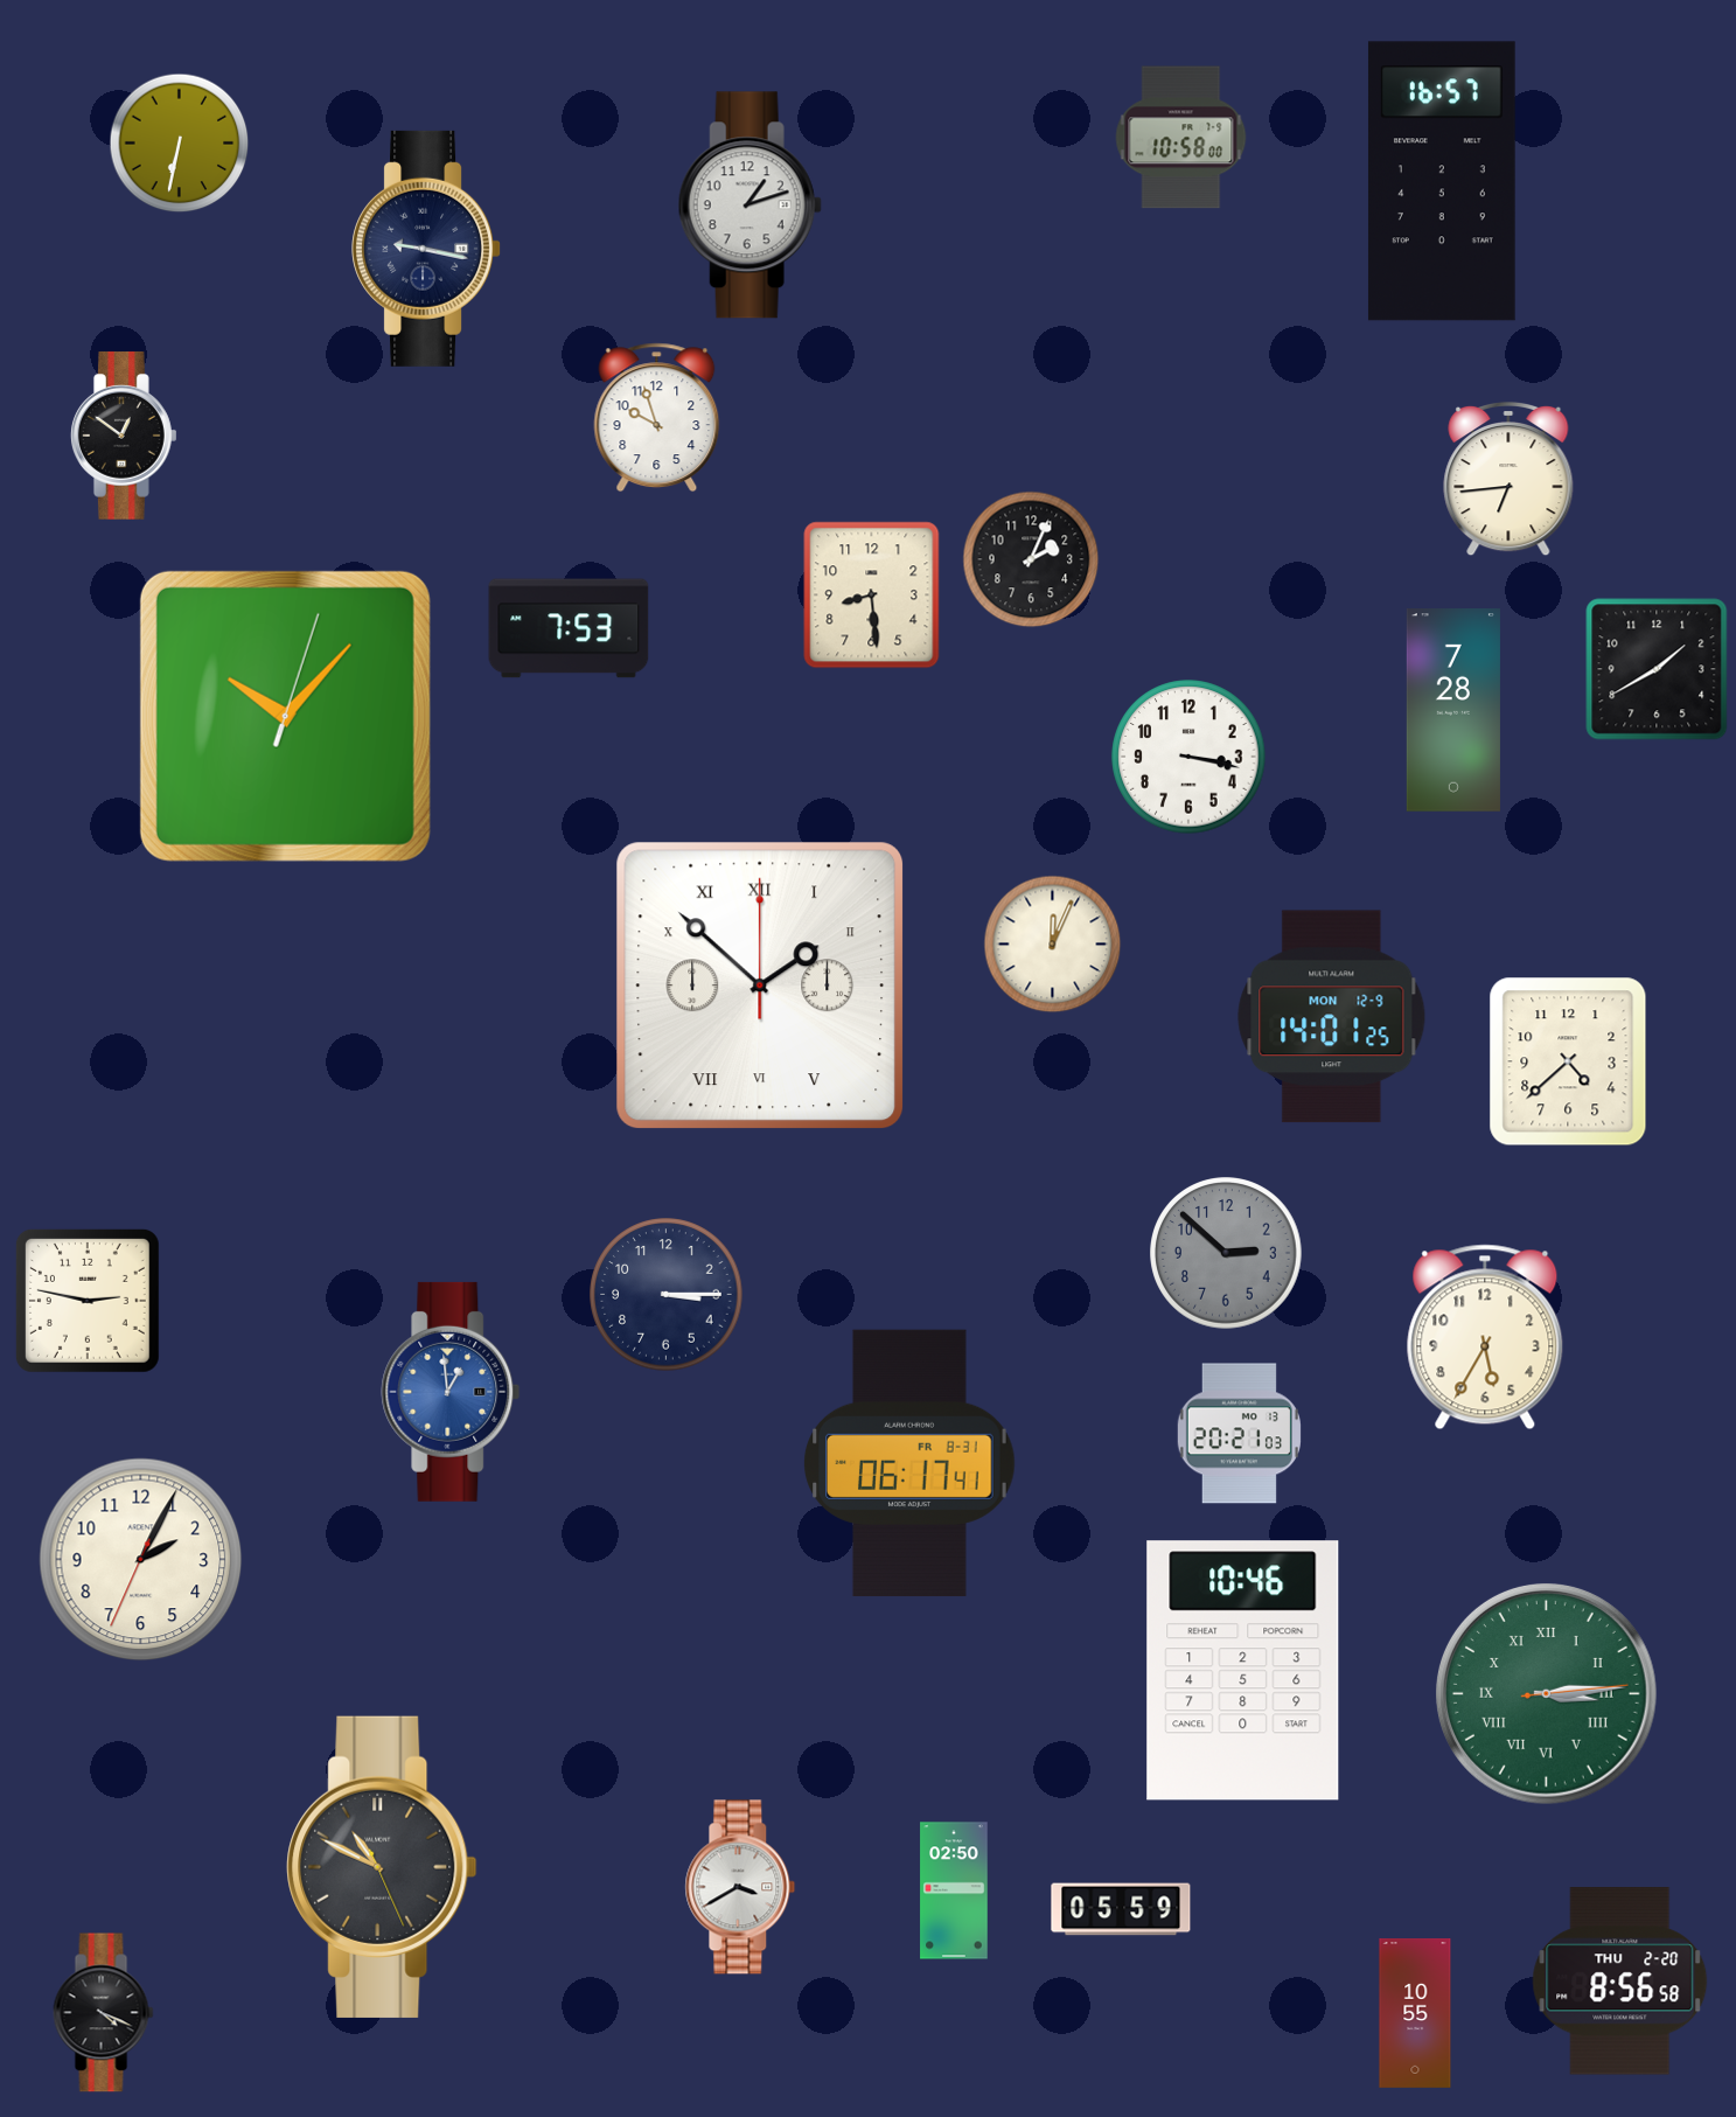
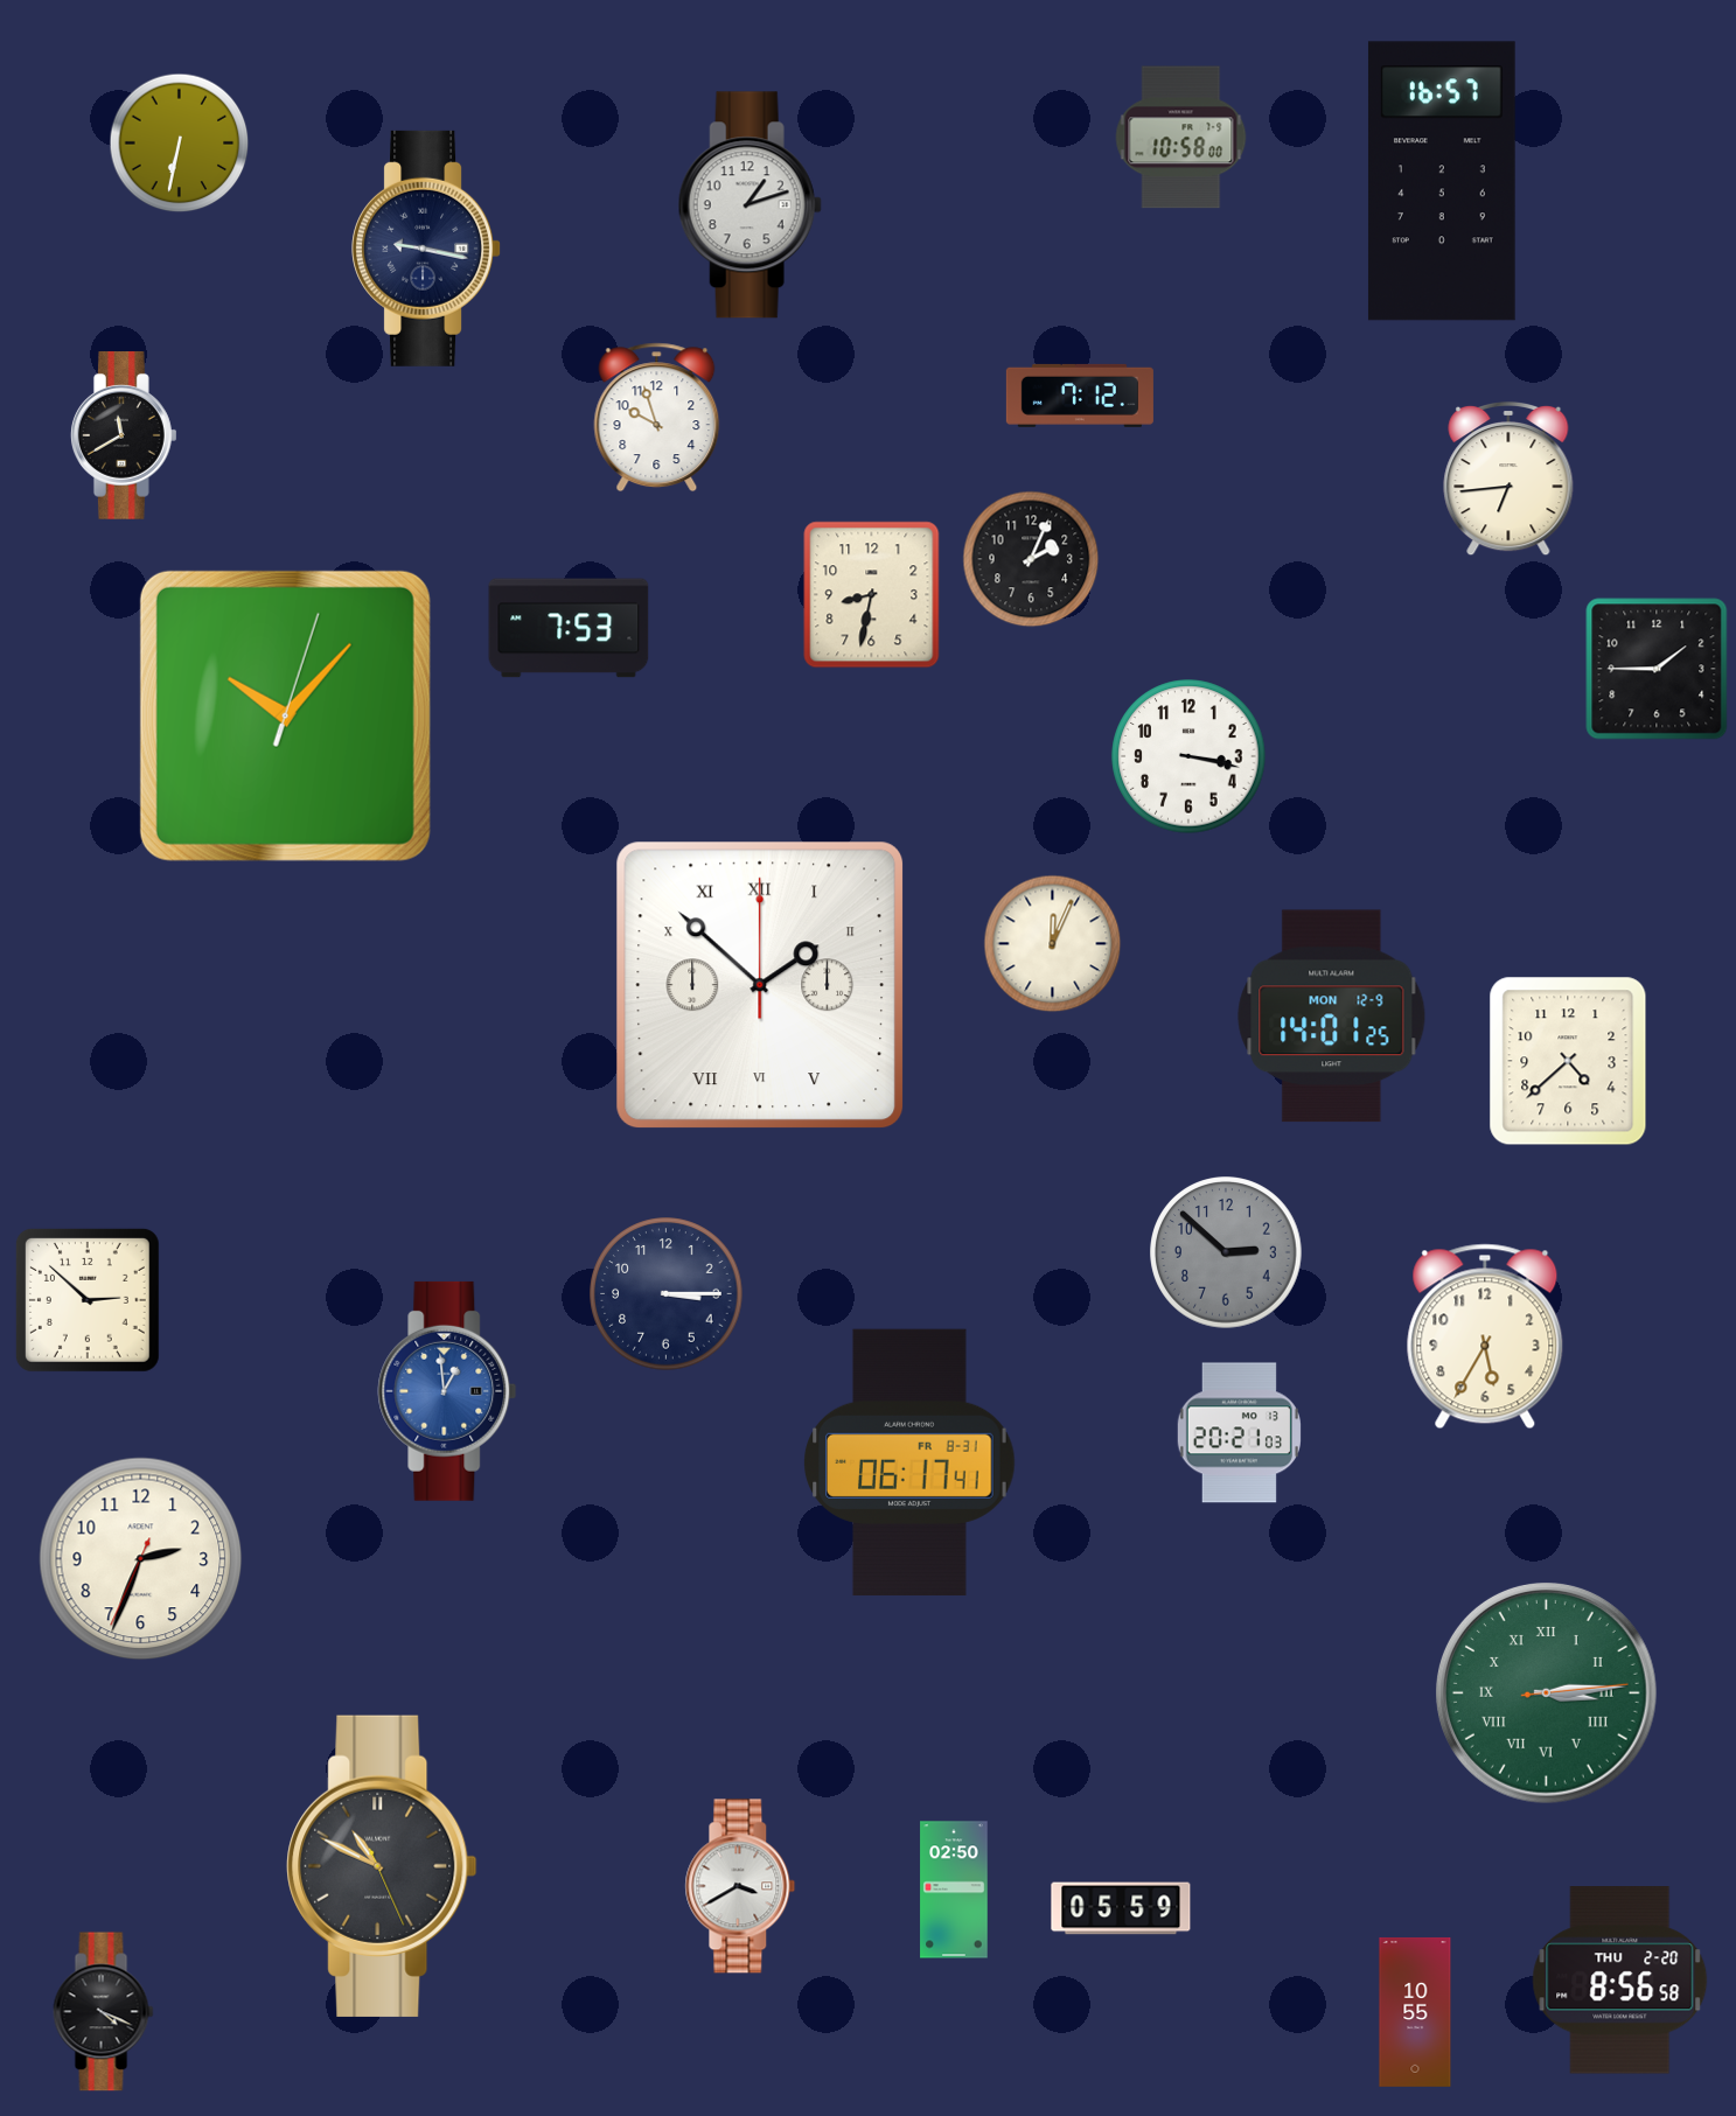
clock at (1080, 396): none -> 7:12
clock at (125, 437): 12:51 -> 11:40
clock at (872, 596): 8:29 -> 8:32
clock at (1657, 669): 1:40 -> 1:45
clock at (1453, 710): 7:28 -> none
clock at (88, 1301): 2:47 -> 2:52
clock at (451, 1392) position: (451, 1392) -> (447, 1391)
clock at (141, 1560): 2:04 -> 2:33
clock at (1243, 1671): 10:46 -> none
